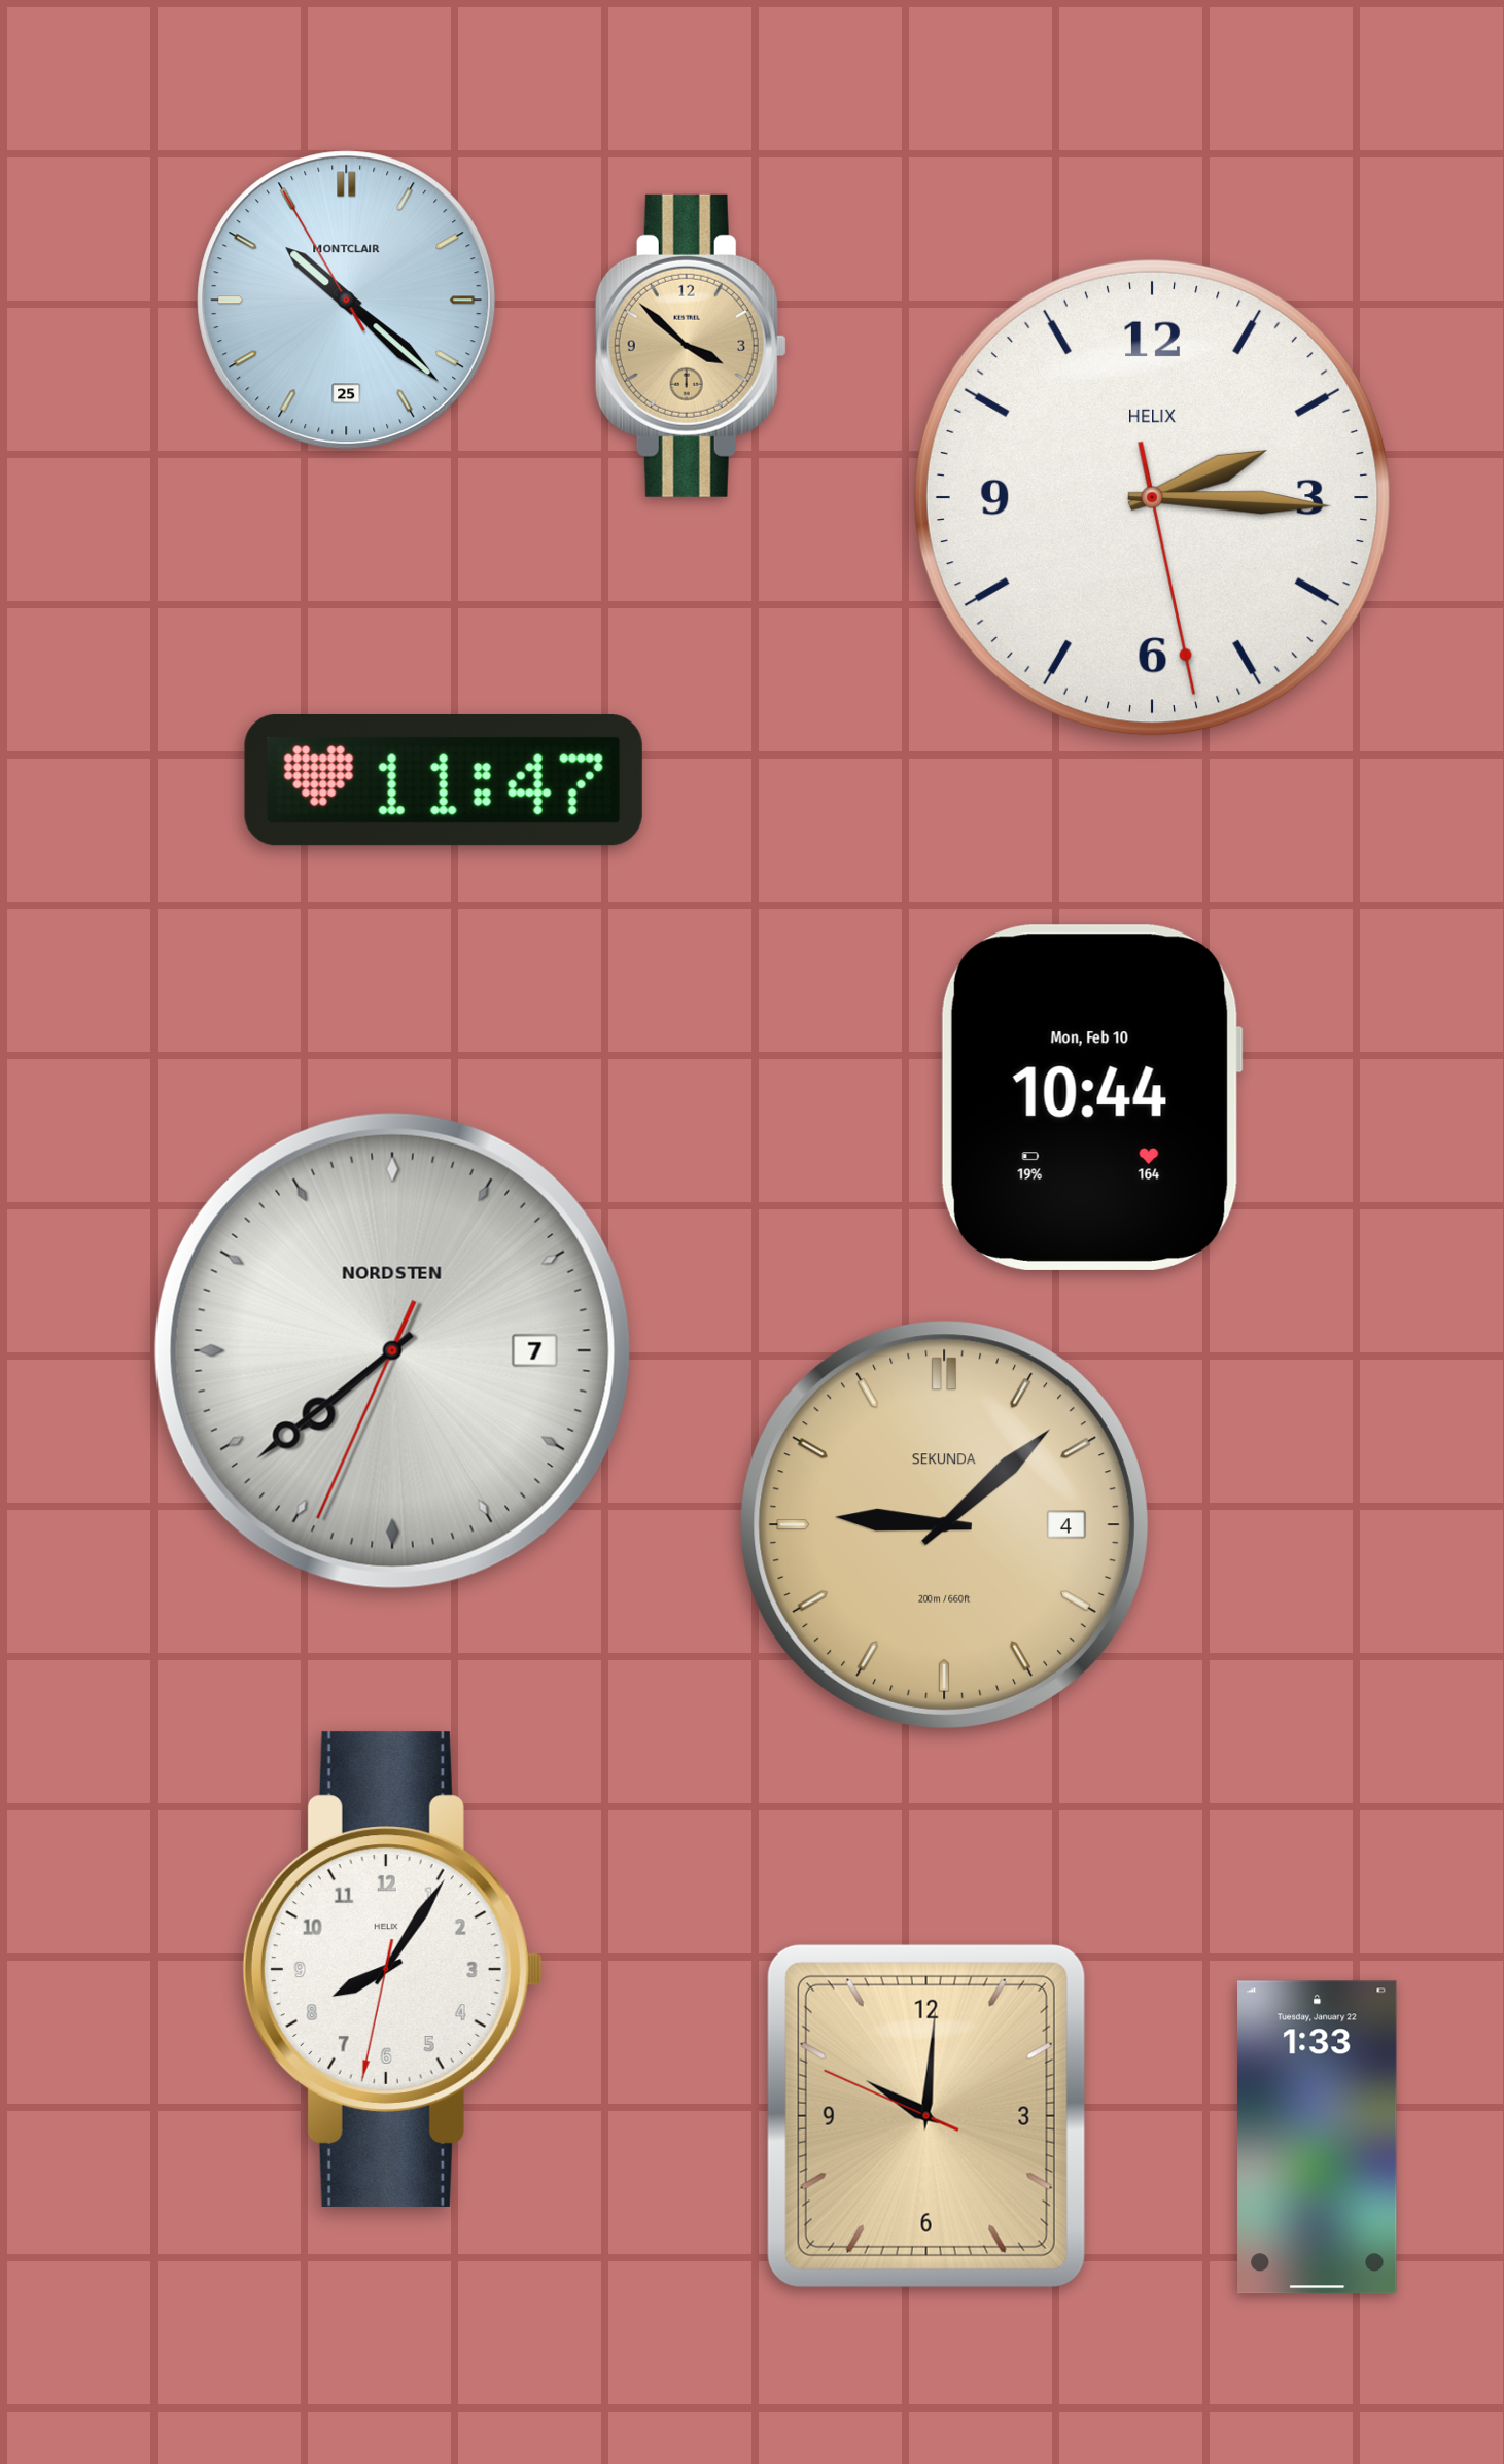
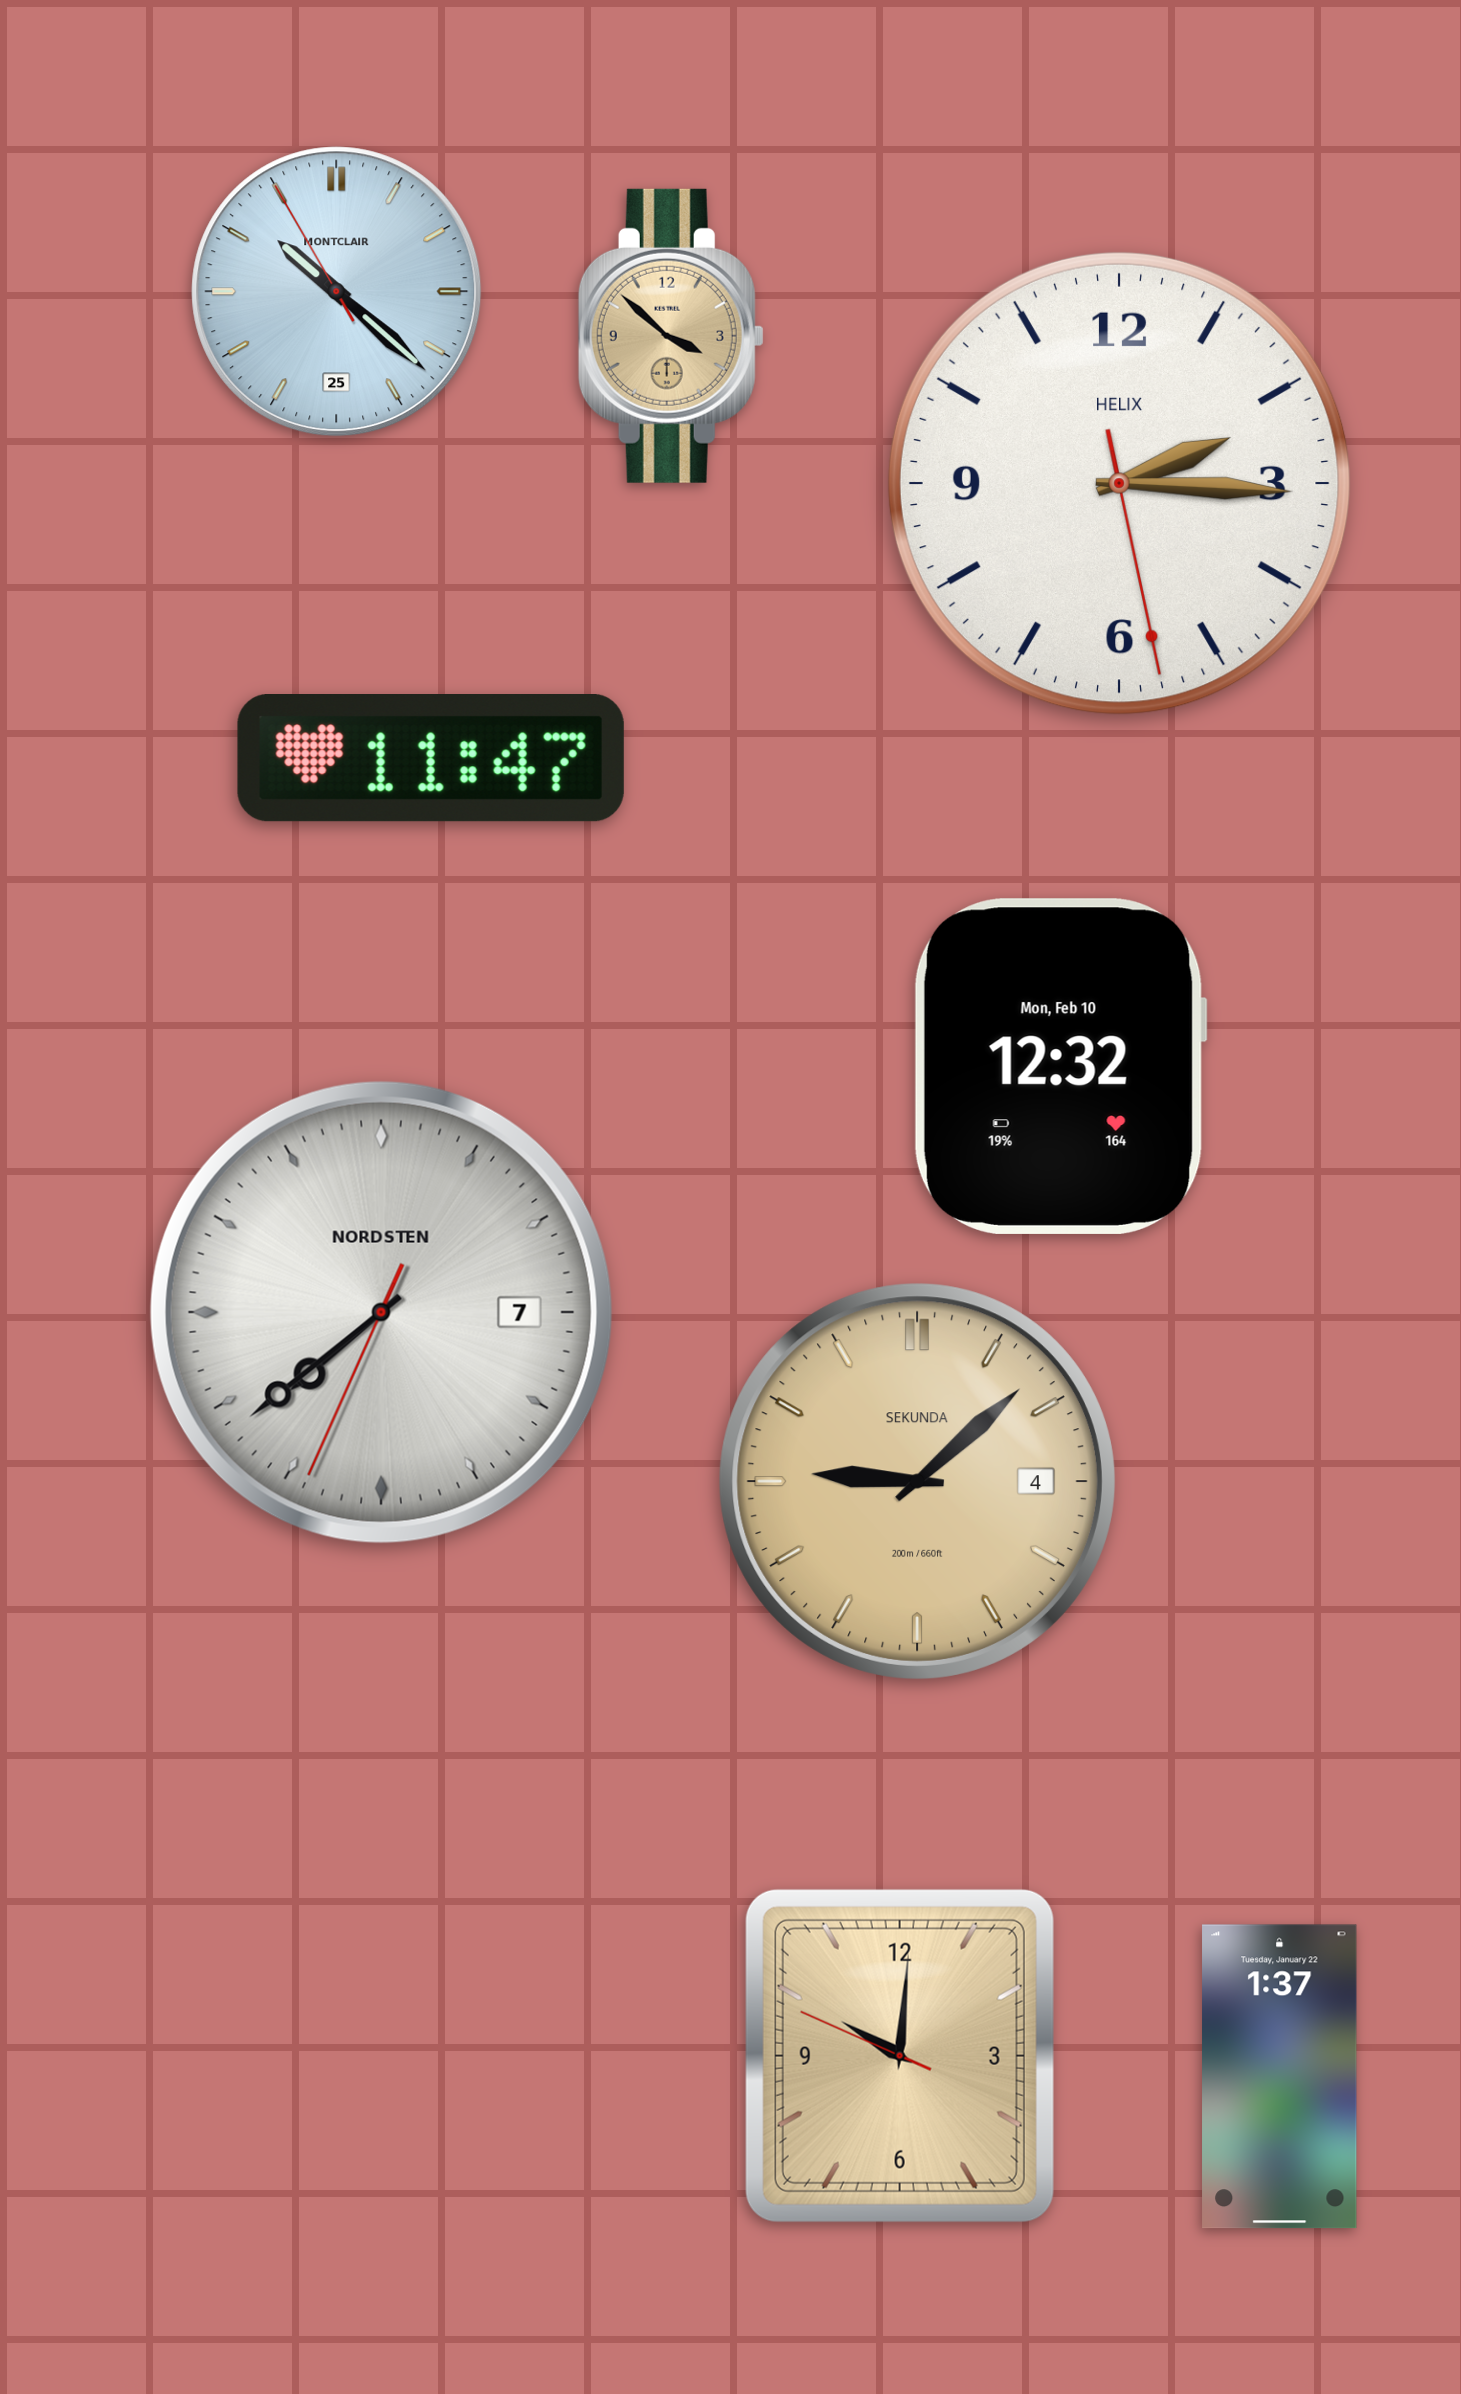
clock at (1091, 1097): 10:44 -> 12:32
clock at (392, 1969): 8:05 -> none
clock at (1318, 2138): 1:33 -> 1:37
